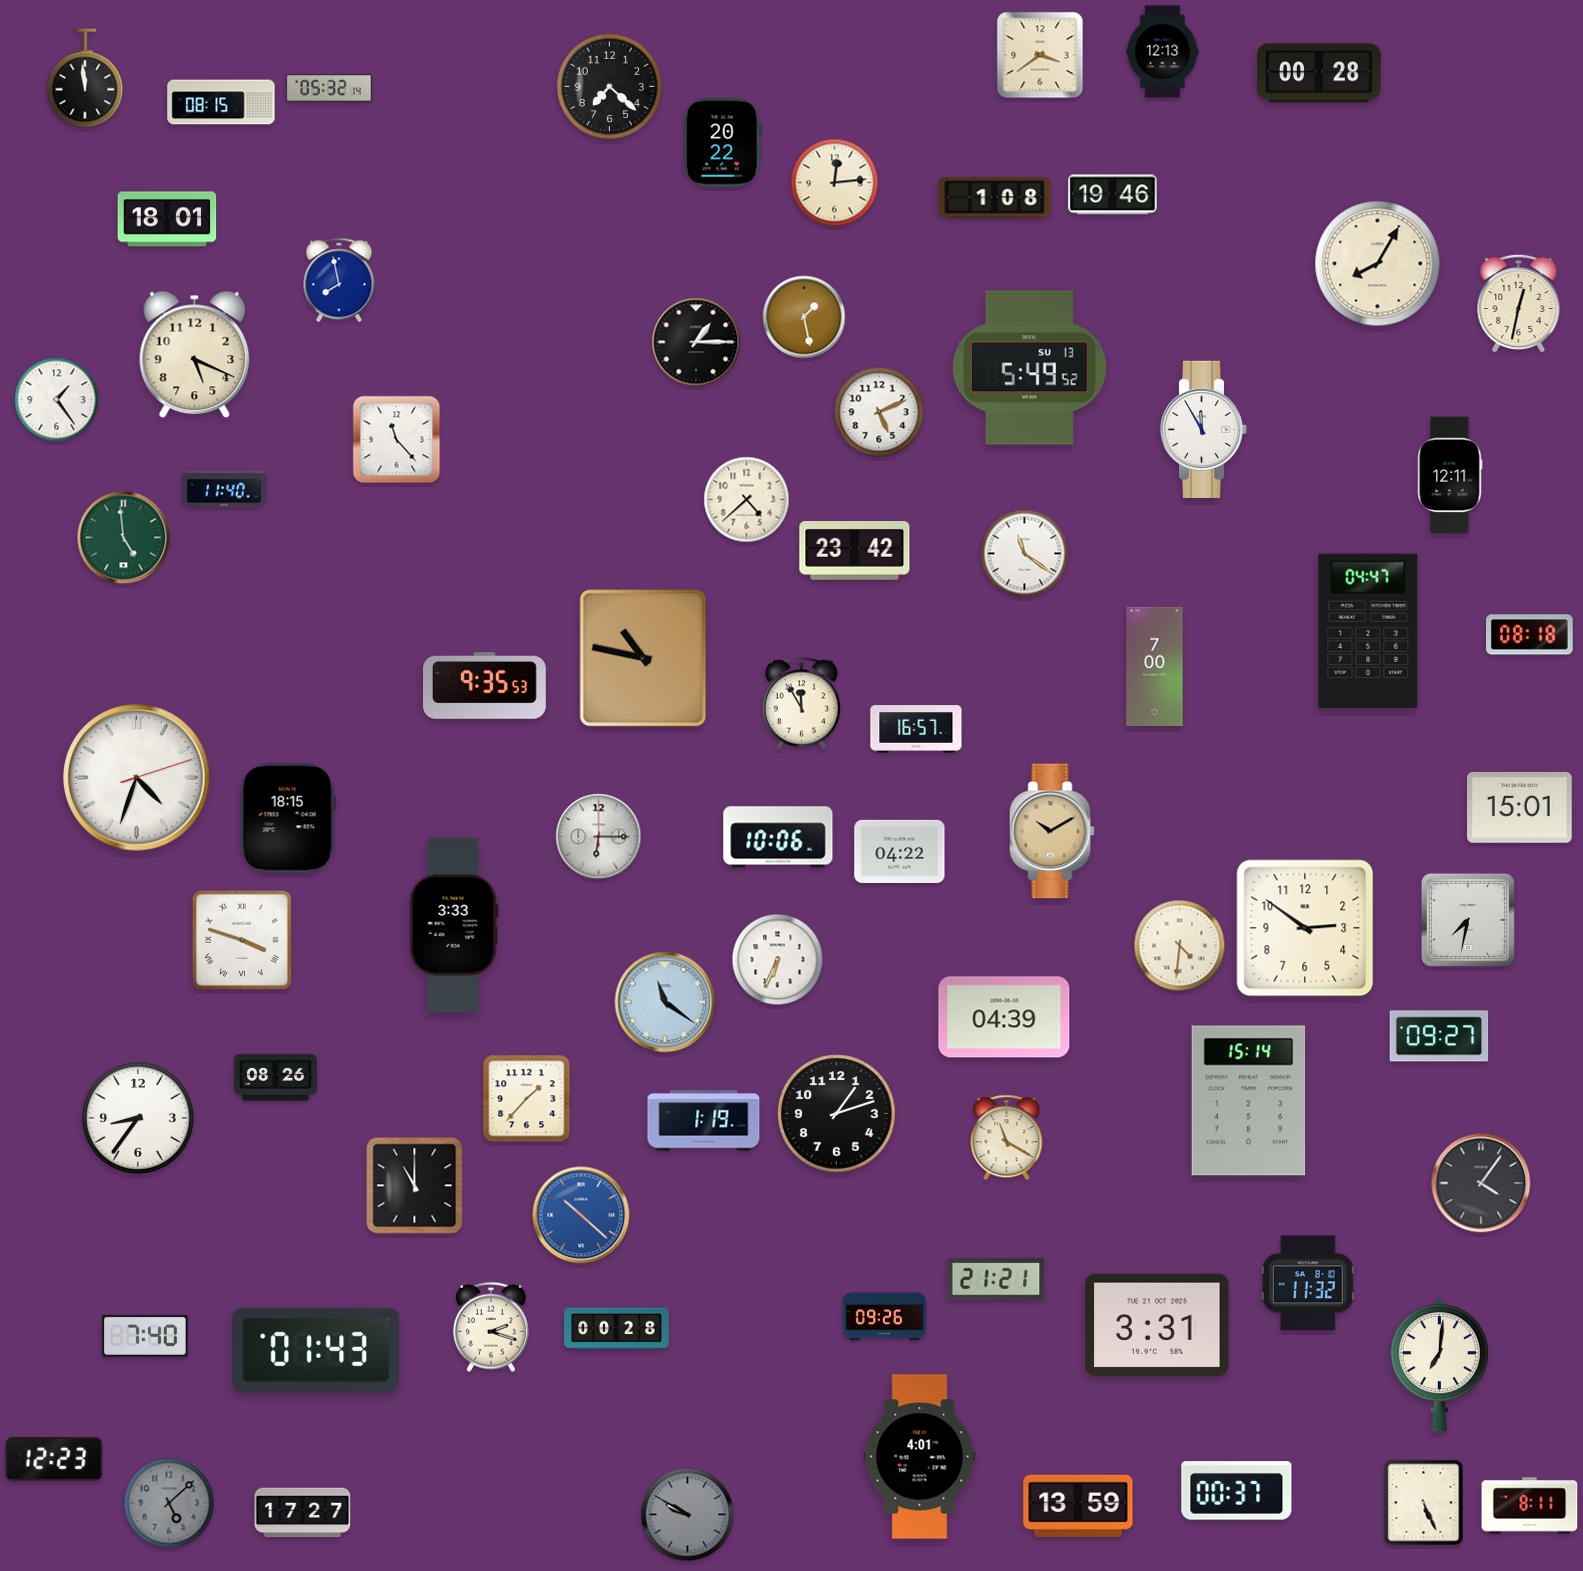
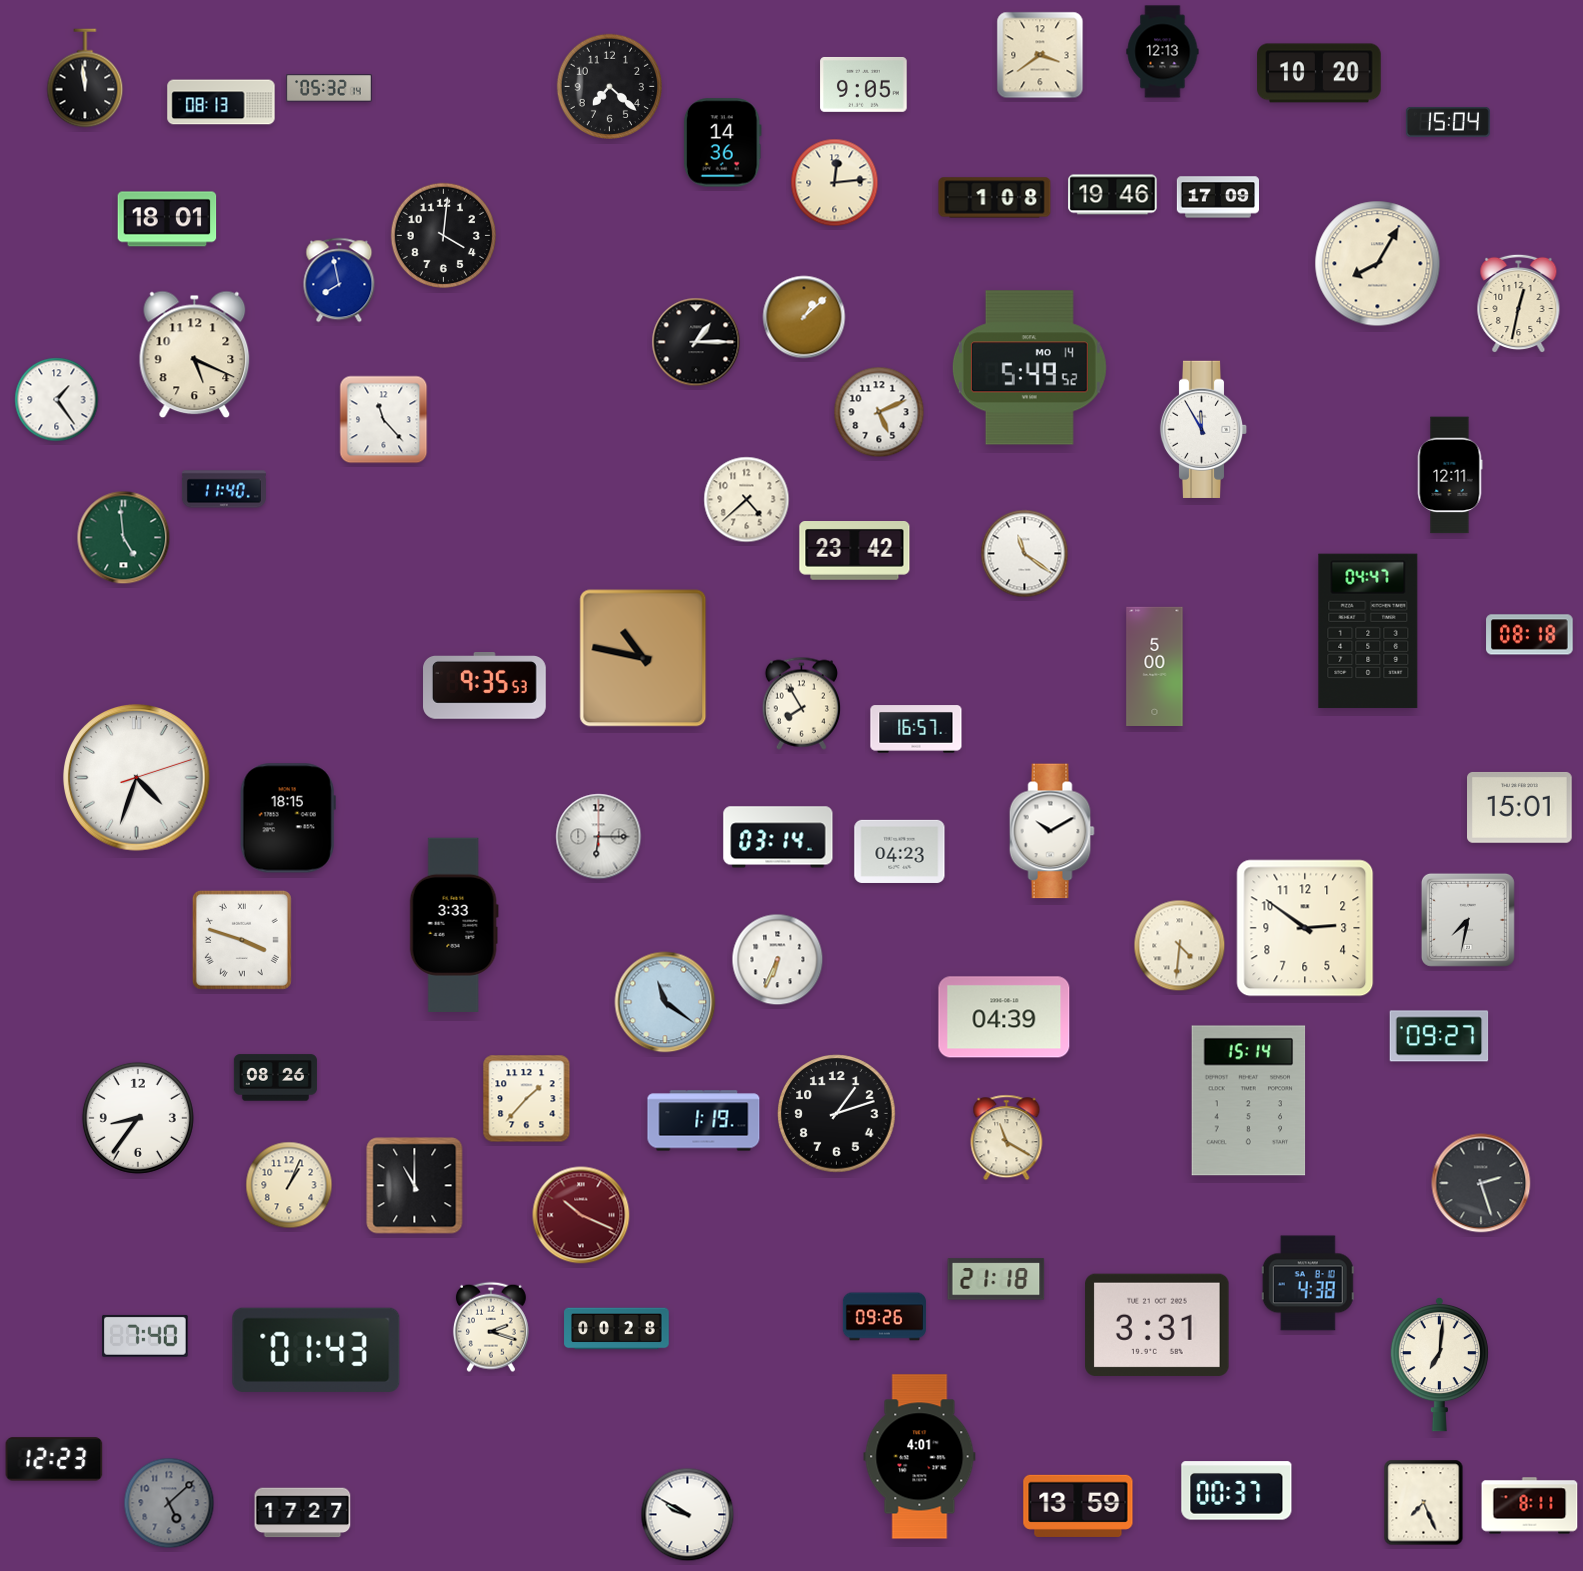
clock at (1319, 73): 00:28 -> 10:20
clock at (864, 84): none -> 9:05
clock at (221, 102): 08:15 -> 08:13
clock at (1448, 122): none -> 15:04
clock at (722, 143): 20:22 -> 14:36
clock at (1217, 197): none -> 17:09
clock at (443, 235): none -> 4:01
clock at (804, 317): 1:28 -> 1:08
clock at (1029, 368) date: SU 13 -> MO 14
clock at (397, 440) position: (397, 440) -> (384, 420)
clock at (1155, 666): 7:00 -> 5:00
clock at (801, 703): 11:55 -> 7:55
clock at (1052, 831) dial: champagne -> white
clock at (778, 837): 10:06 -> 03:14
clock at (900, 851): 04:22 -> 04:23
clock at (1481, 1183): 4:06 -> 2:27
clock at (289, 1185): none -> 1:04
clock at (581, 1215): 10:22 -> 10:19
clock at (581, 1215) dial: blue -> burgundy
clock at (996, 1279): 21:21 -> 21:18
clock at (1308, 1283): 11:32 -> 4:38
clock at (1424, 1503): 5:26 -> 7:26
clock at (688, 1515) dial: grey -> white
